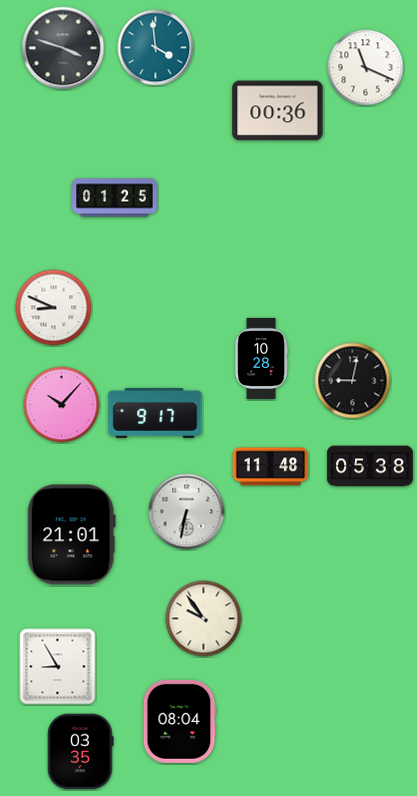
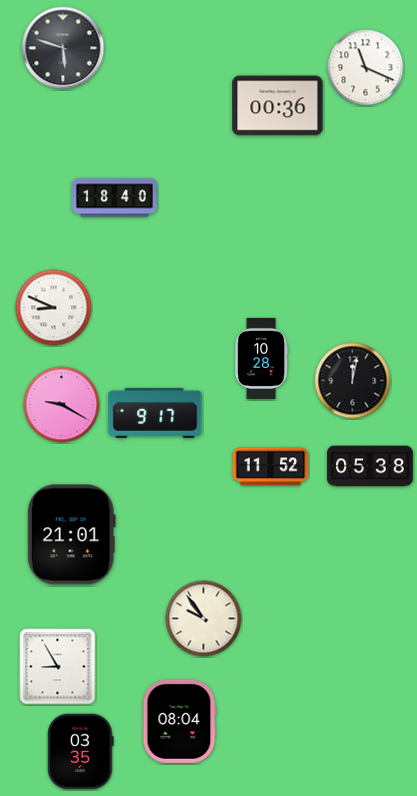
clock at (63, 48): 3:48 -> 5:48
clock at (156, 48): 3:59 -> none
clock at (278, 111) position: (278, 111) -> (278, 106)
clock at (115, 198): 01:25 -> 18:40
clock at (353, 381): 9:02 -> 12:02
clock at (62, 405): 10:07 -> 9:20
clock at (271, 467): 11:48 -> 11:52
clock at (187, 512): 6:32 -> none
